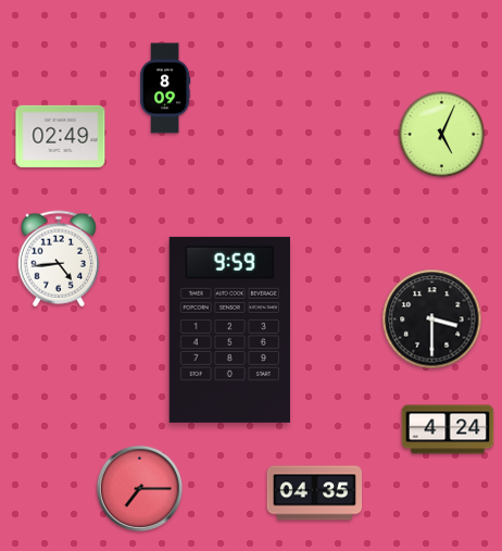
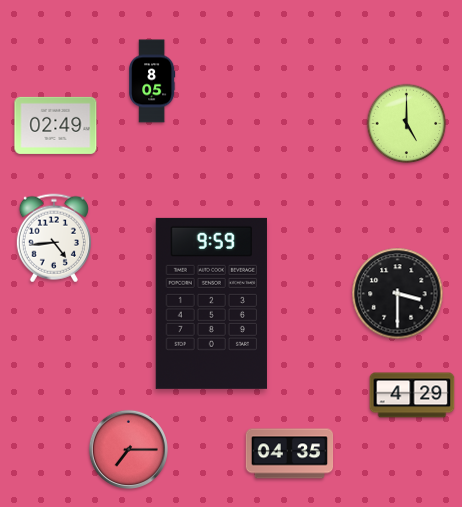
clock at (165, 88): 8:09 -> 8:05
clock at (442, 135): 5:04 -> 5:00
clock at (448, 429): 4:24 -> 4:29
